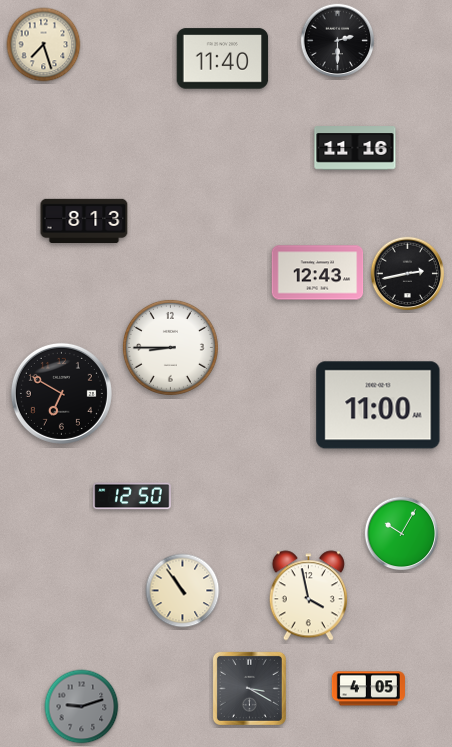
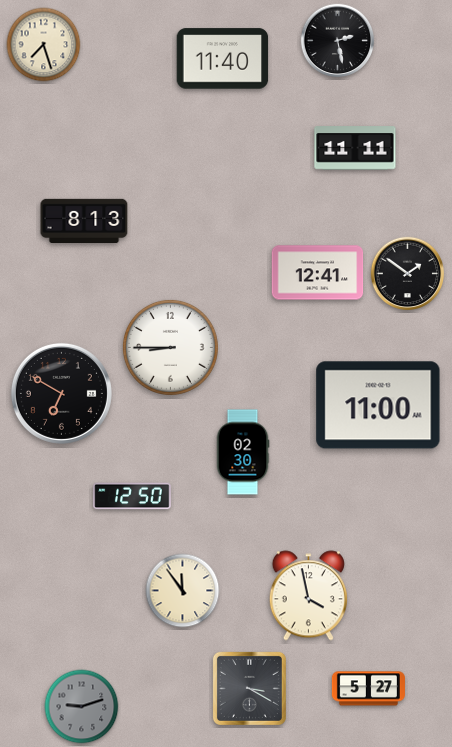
clock at (338, 41): 2:30 -> 2:28
clock at (355, 148): 11:16 -> 11:11
clock at (318, 273): 12:43 -> 12:41
clock at (408, 274): 2:43 -> 1:51
clock at (243, 452): none -> 02:30
clock at (402, 534): 10:05 -> none
clock at (183, 591): 10:54 -> 11:54
clock at (368, 689): 4:05 -> 5:27
